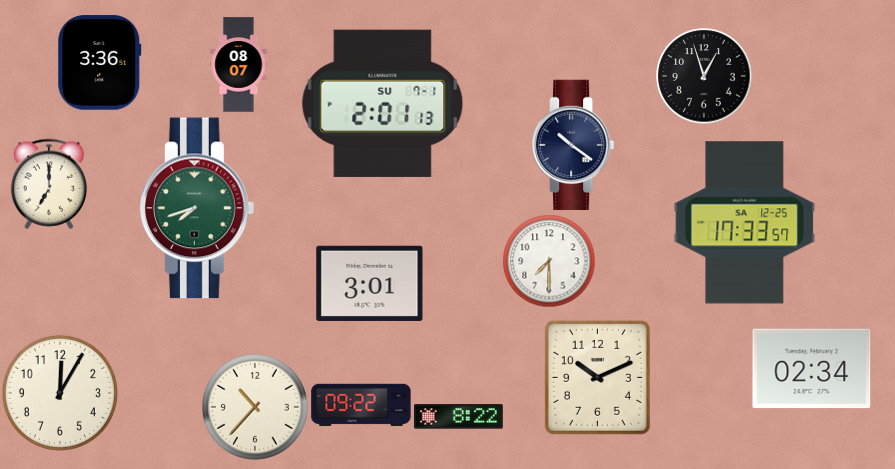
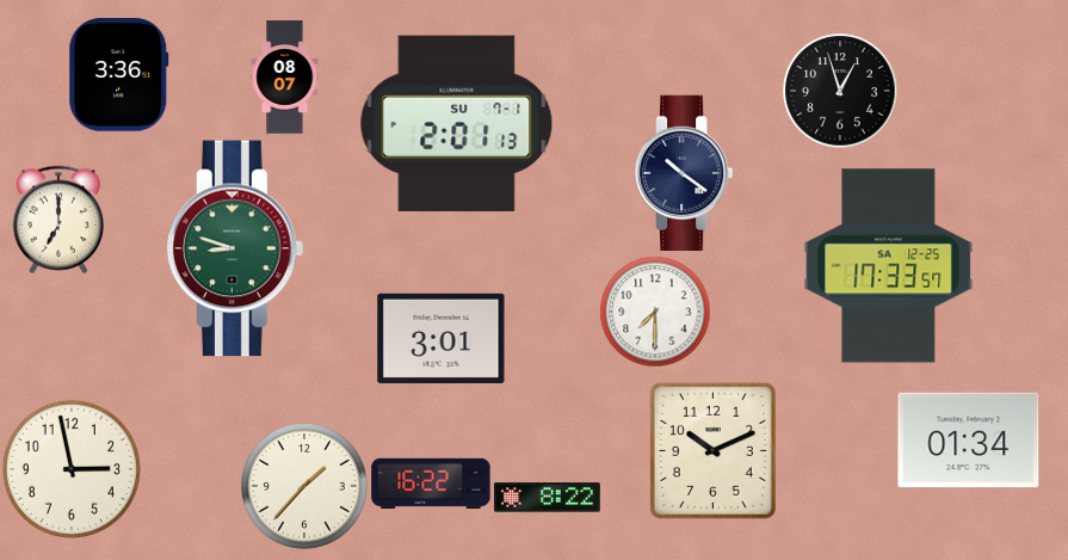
clock at (198, 208): 7:42 -> 8:48
clock at (812, 369): 02:34 -> 01:34
clock at (60, 393): 12:05 -> 2:58
clock at (361, 404): 09:22 -> 16:22
clock at (256, 408): 10:37 -> 1:37
